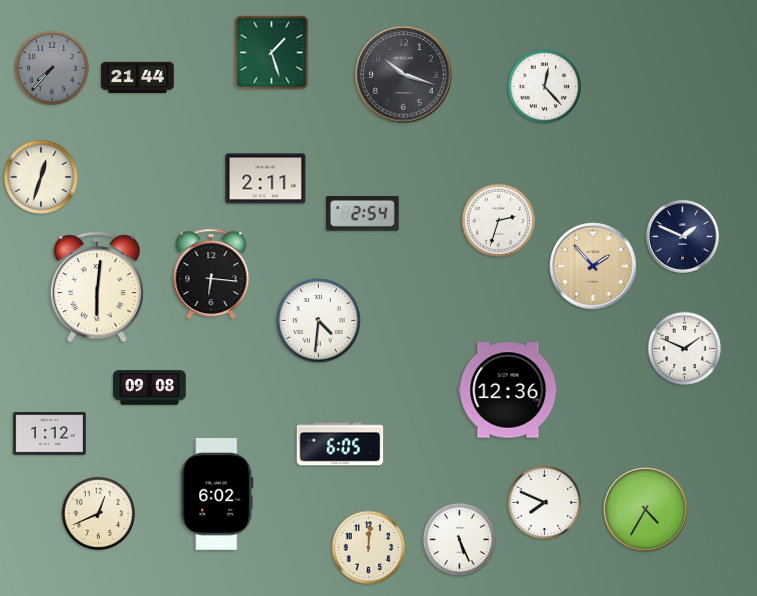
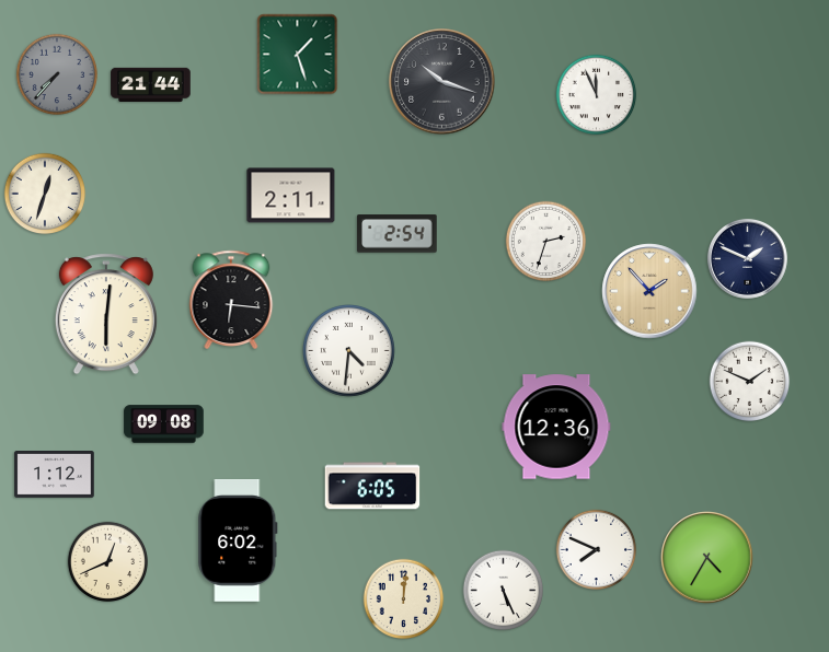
clock at (272, 53) position: (272, 53) -> (298, 55)
clock at (545, 87): 12:23 -> 11:56
